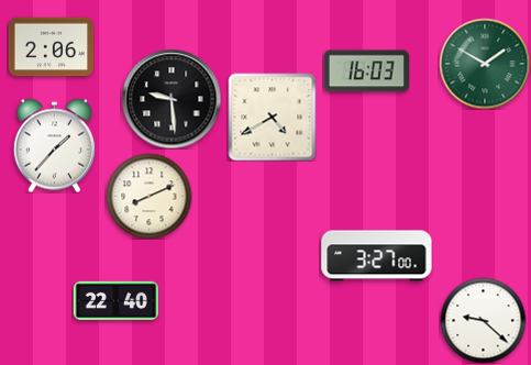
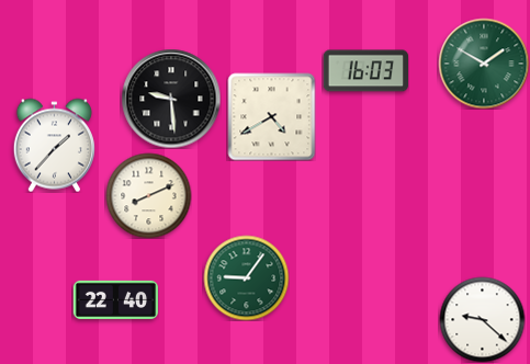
clock at (51, 47): 2:06 -> none
clock at (377, 256): 3:27 -> none
clock at (246, 277): none -> 9:06
